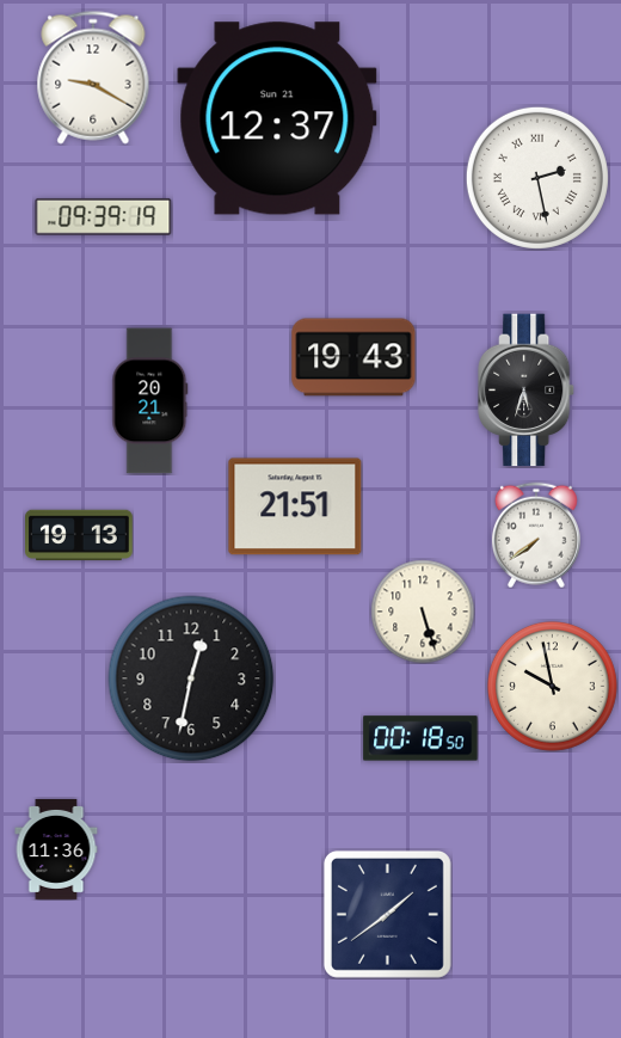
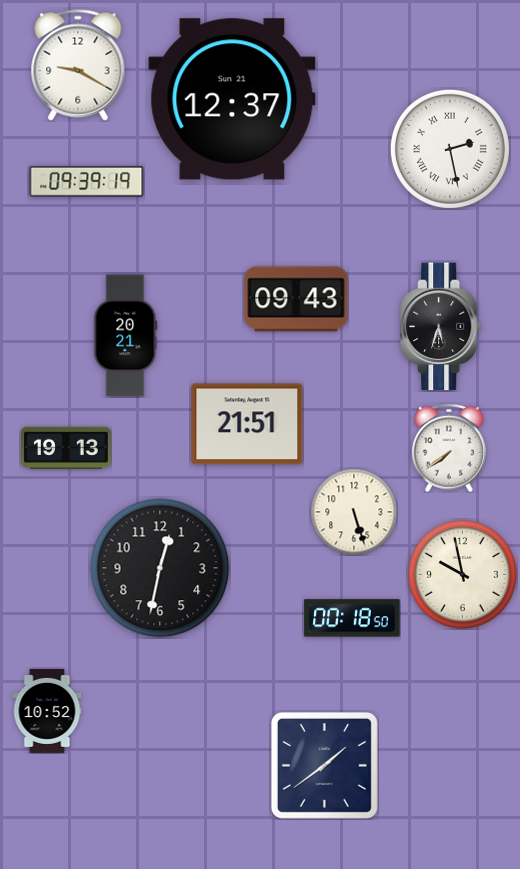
clock at (353, 357): 19:43 -> 09:43
clock at (56, 849): 11:36 -> 10:52
